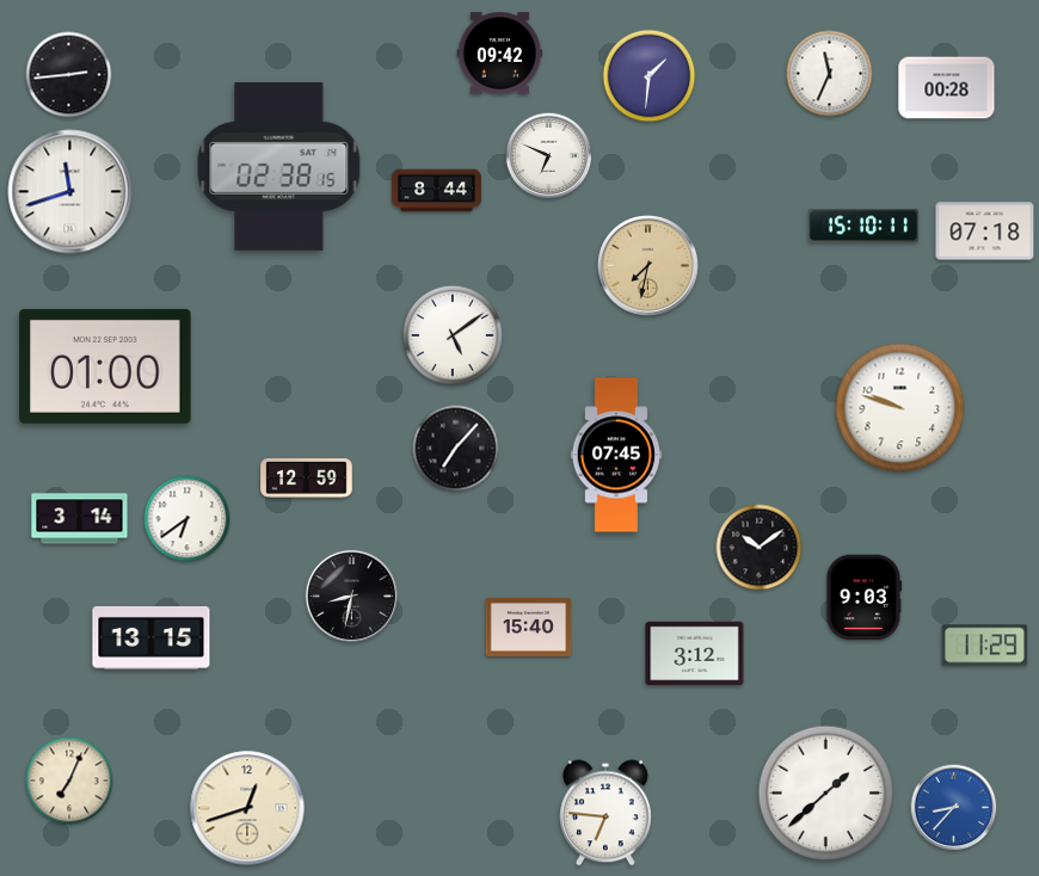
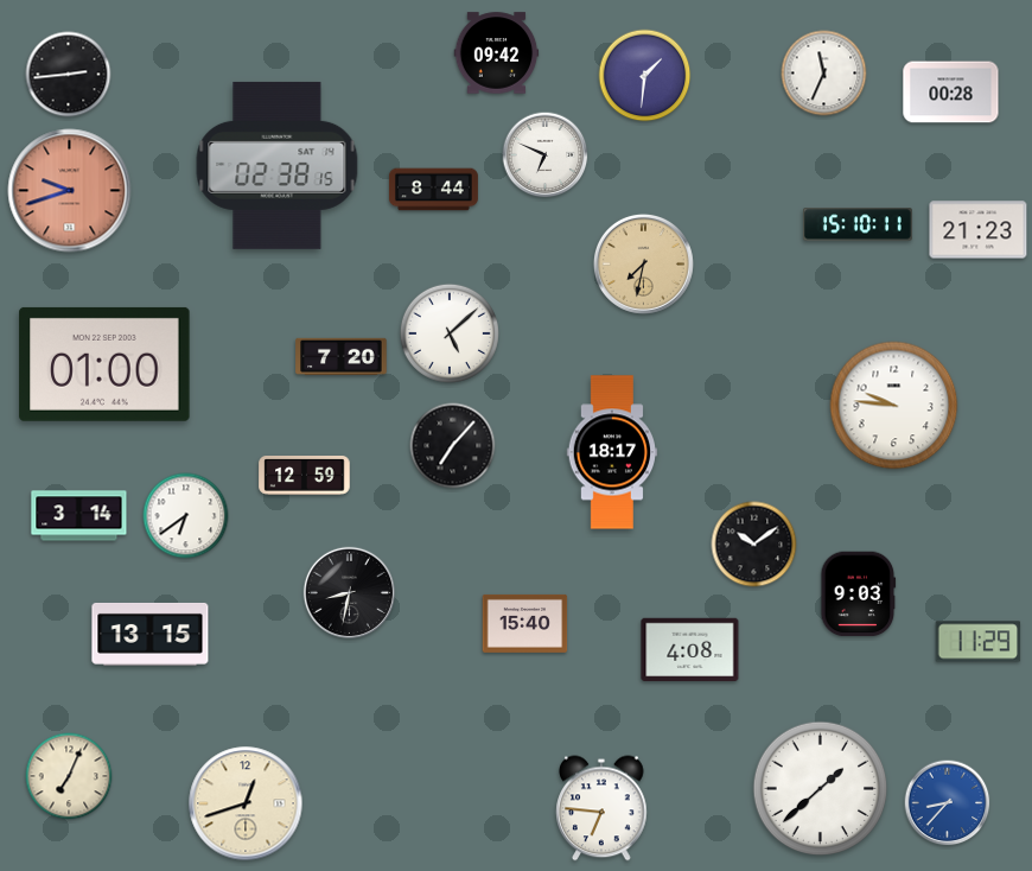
clock at (947, 88) position: (947, 88) -> (951, 93)
clock at (70, 192): 11:42 -> 9:42
clock at (70, 192) dial: white -> salmon
clock at (985, 232): 07:18 -> 21:23
clock at (453, 335): 5:09 -> 5:08
clock at (342, 356): none -> 7:20
clock at (900, 408): 9:48 -> 9:46
clock at (616, 455): 07:45 -> 18:17
clock at (695, 654): 3:12 -> 4:08
